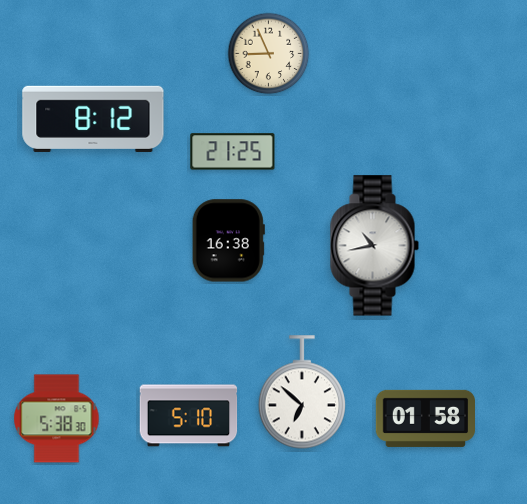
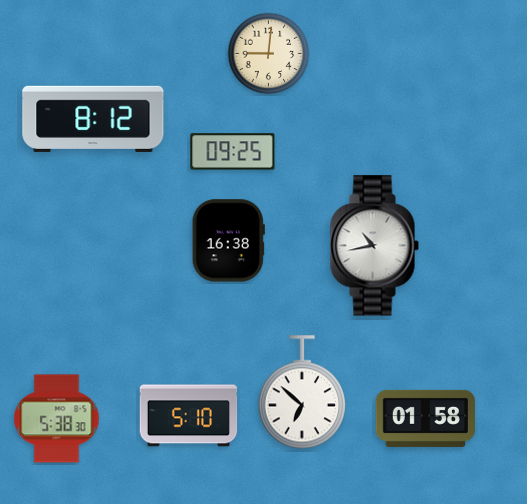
clock at (269, 54): 8:56 -> 9:01
clock at (233, 152): 21:25 -> 09:25
